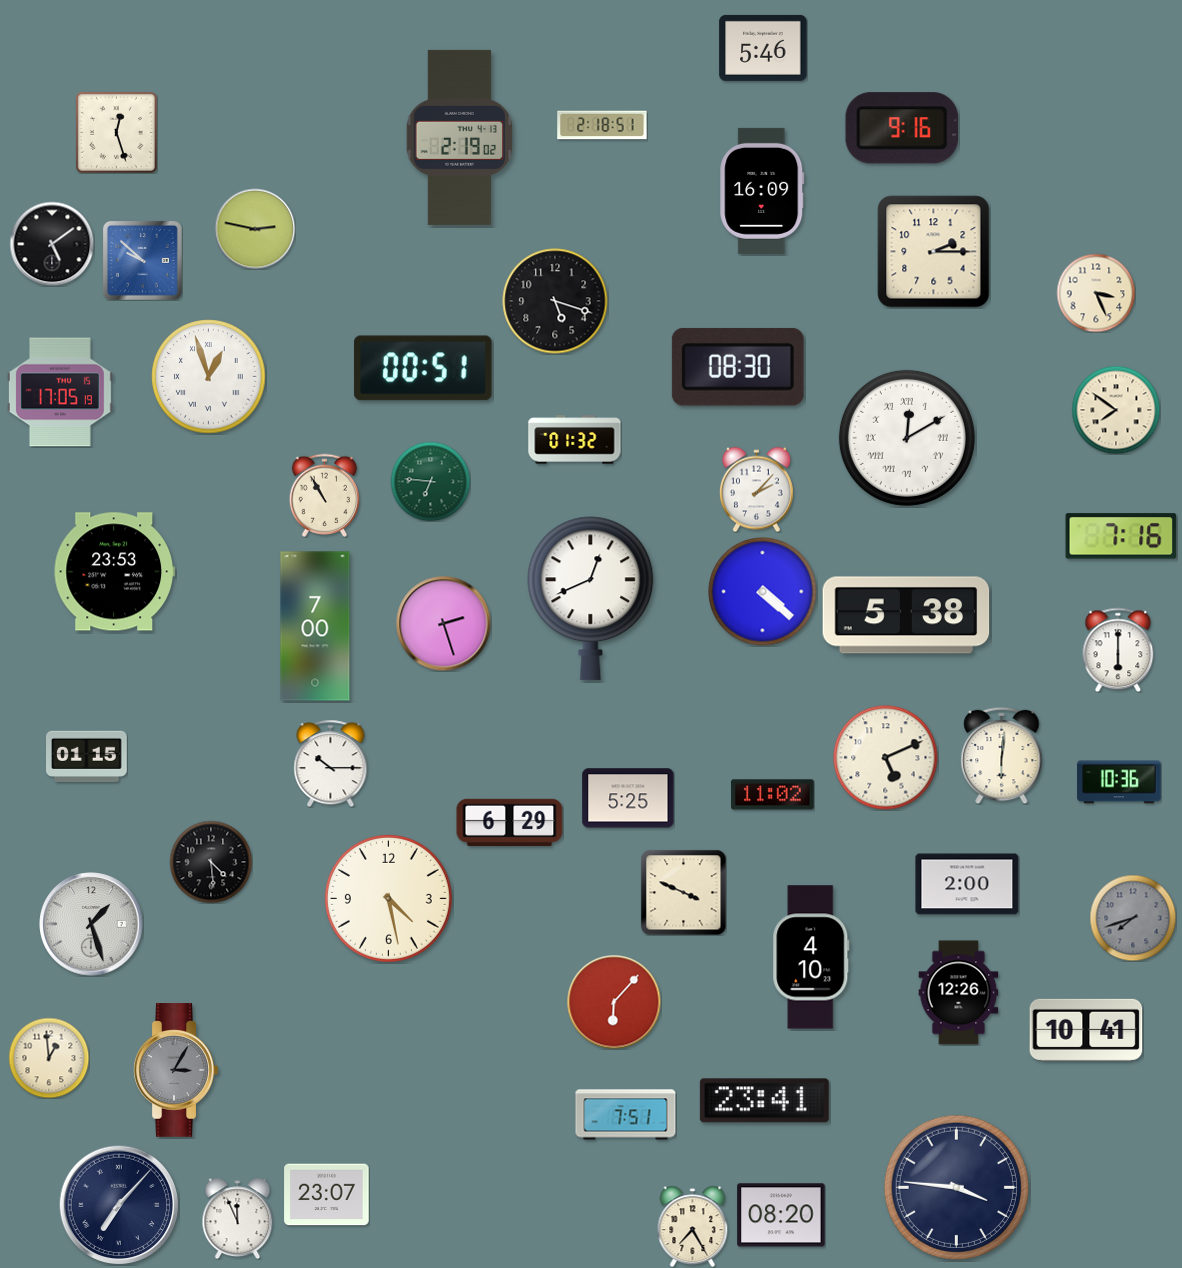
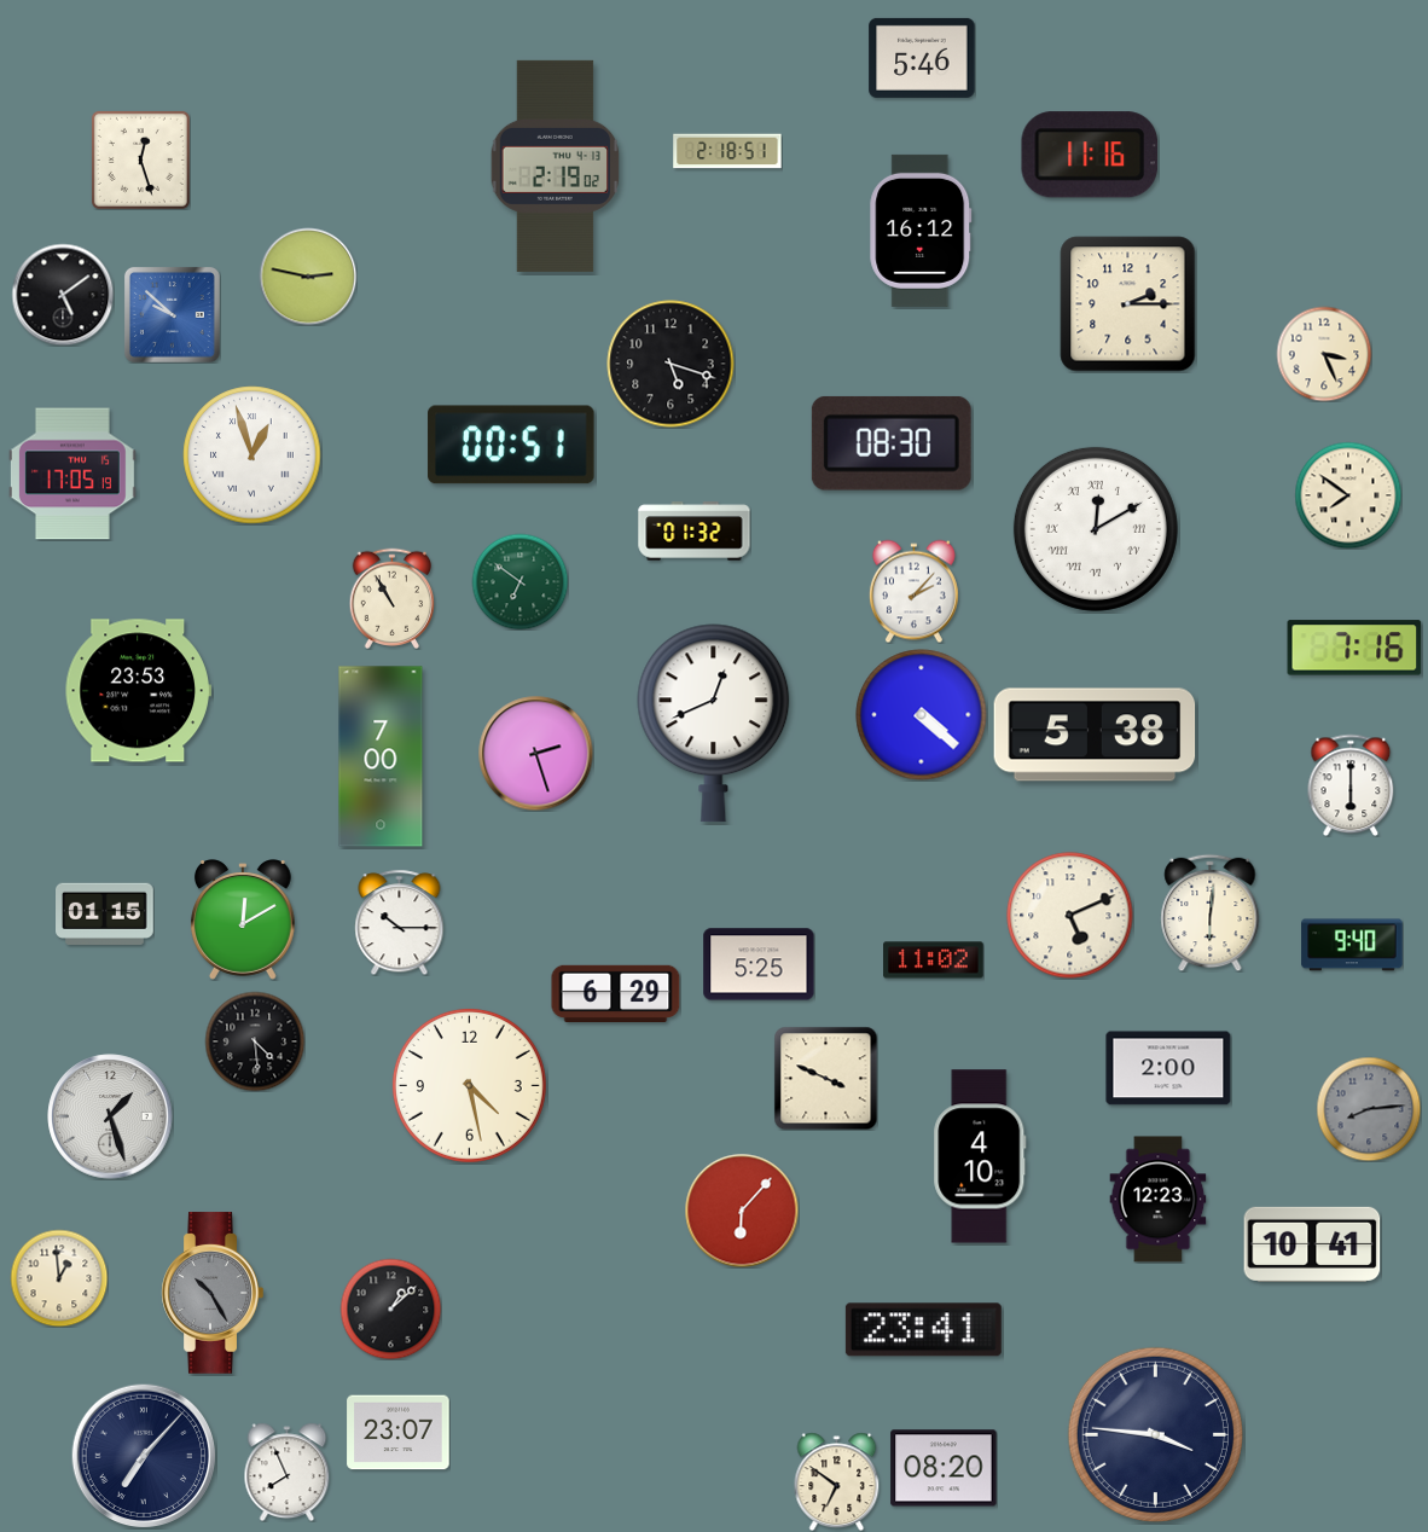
clock at (902, 128): 9:16 -> 11:16
clock at (762, 191): 16:09 -> 16:12
clock at (430, 481): 6:46 -> 6:51
clock at (906, 615) position: (906, 615) -> (1095, 735)
clock at (243, 919): none -> 12:10
clock at (1119, 782): 10:36 -> 9:40
clock at (1133, 918): 7:42 -> 8:14
clock at (959, 993): 12:26 -> 12:23
clock at (176, 1070): 3:05 -> 10:25
clock at (390, 1308): none -> 1:08
clock at (626, 1115): 7:51 -> none
clock at (327, 1195) position: (327, 1195) -> (399, 1433)
clock at (238, 1218): 11:56 -> 7:56
clock at (693, 1226): 7:25 -> 6:51
